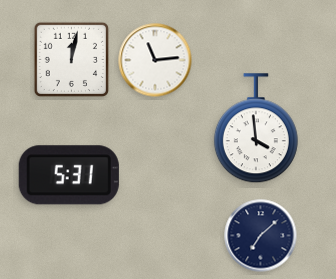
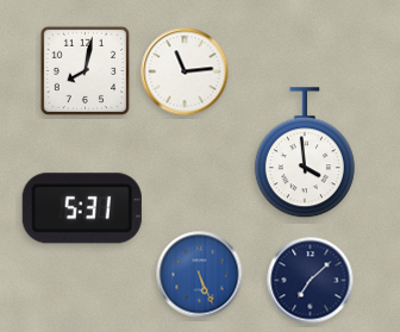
clock at (71, 59): 12:02 -> 8:02
clock at (200, 275): none -> 5:26
